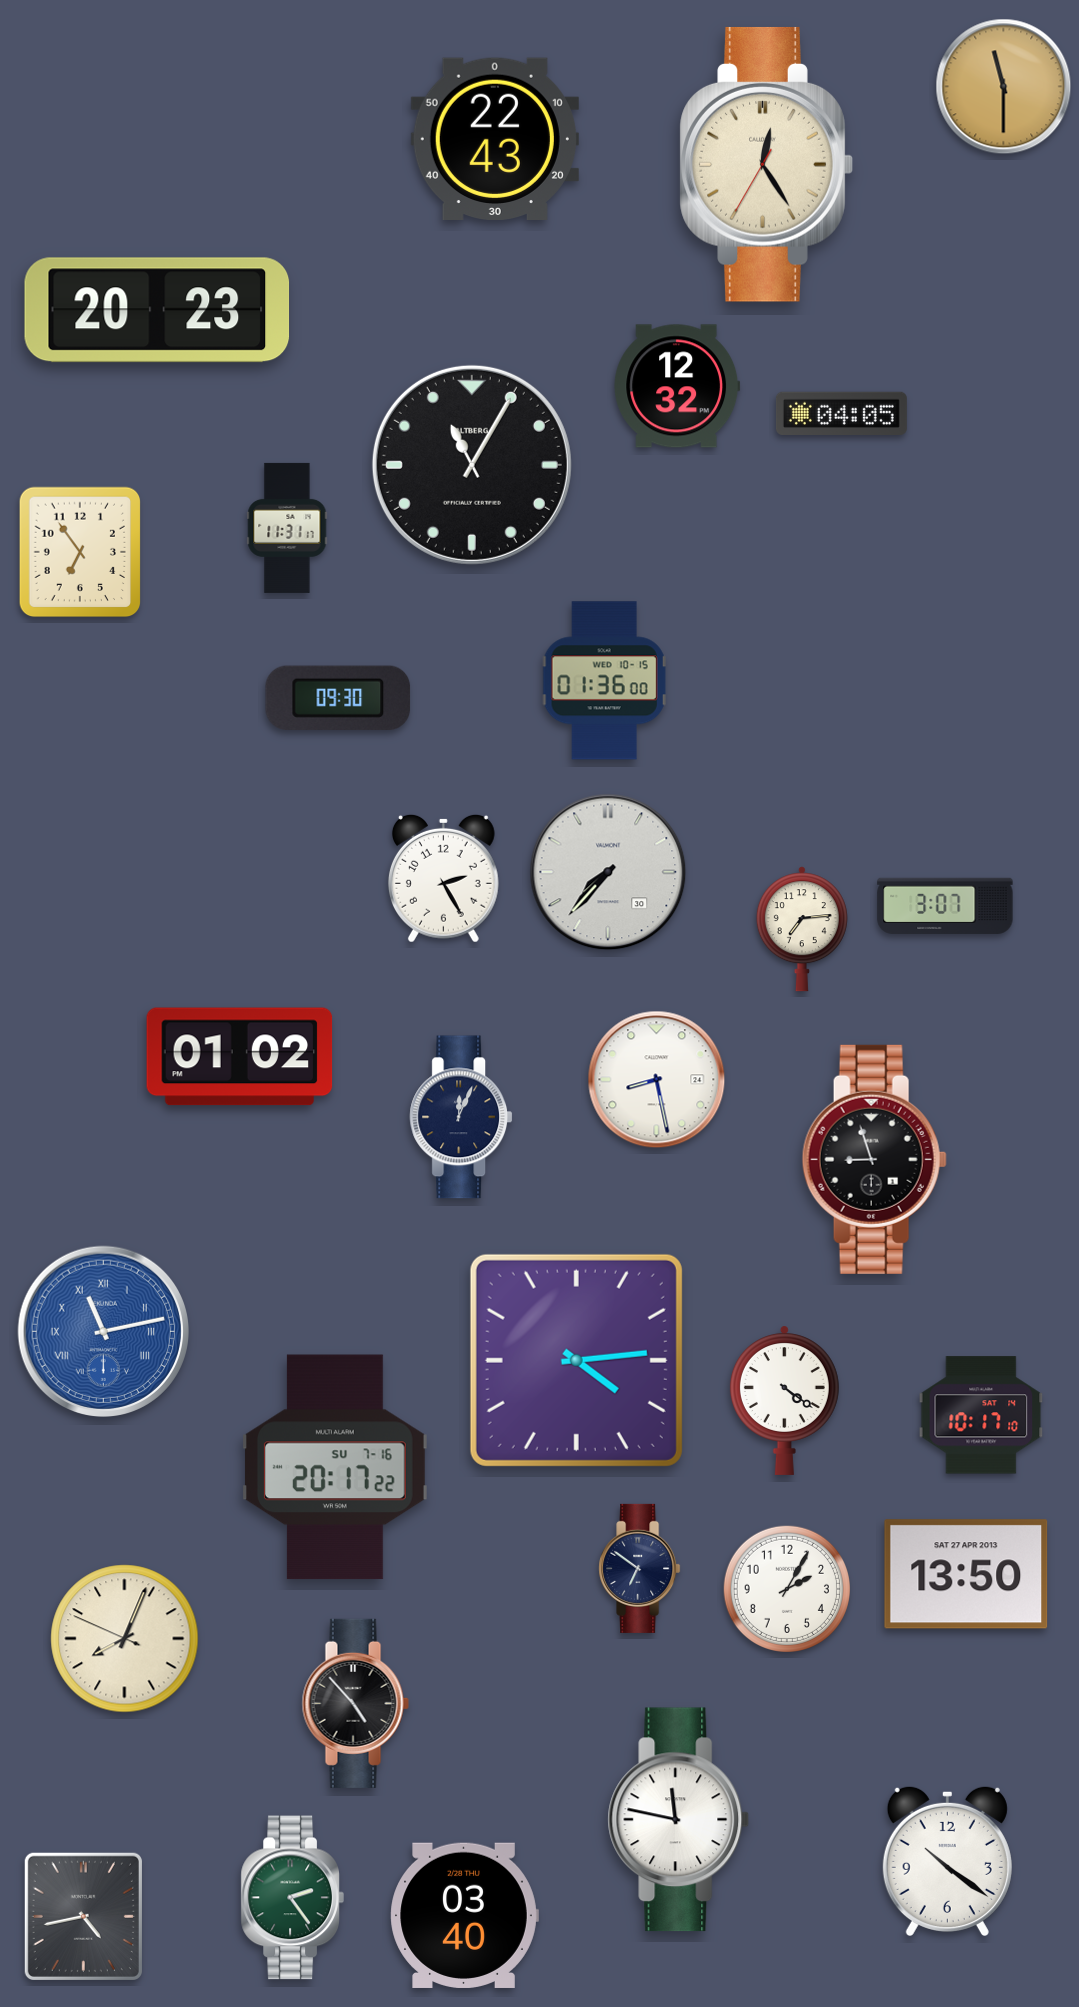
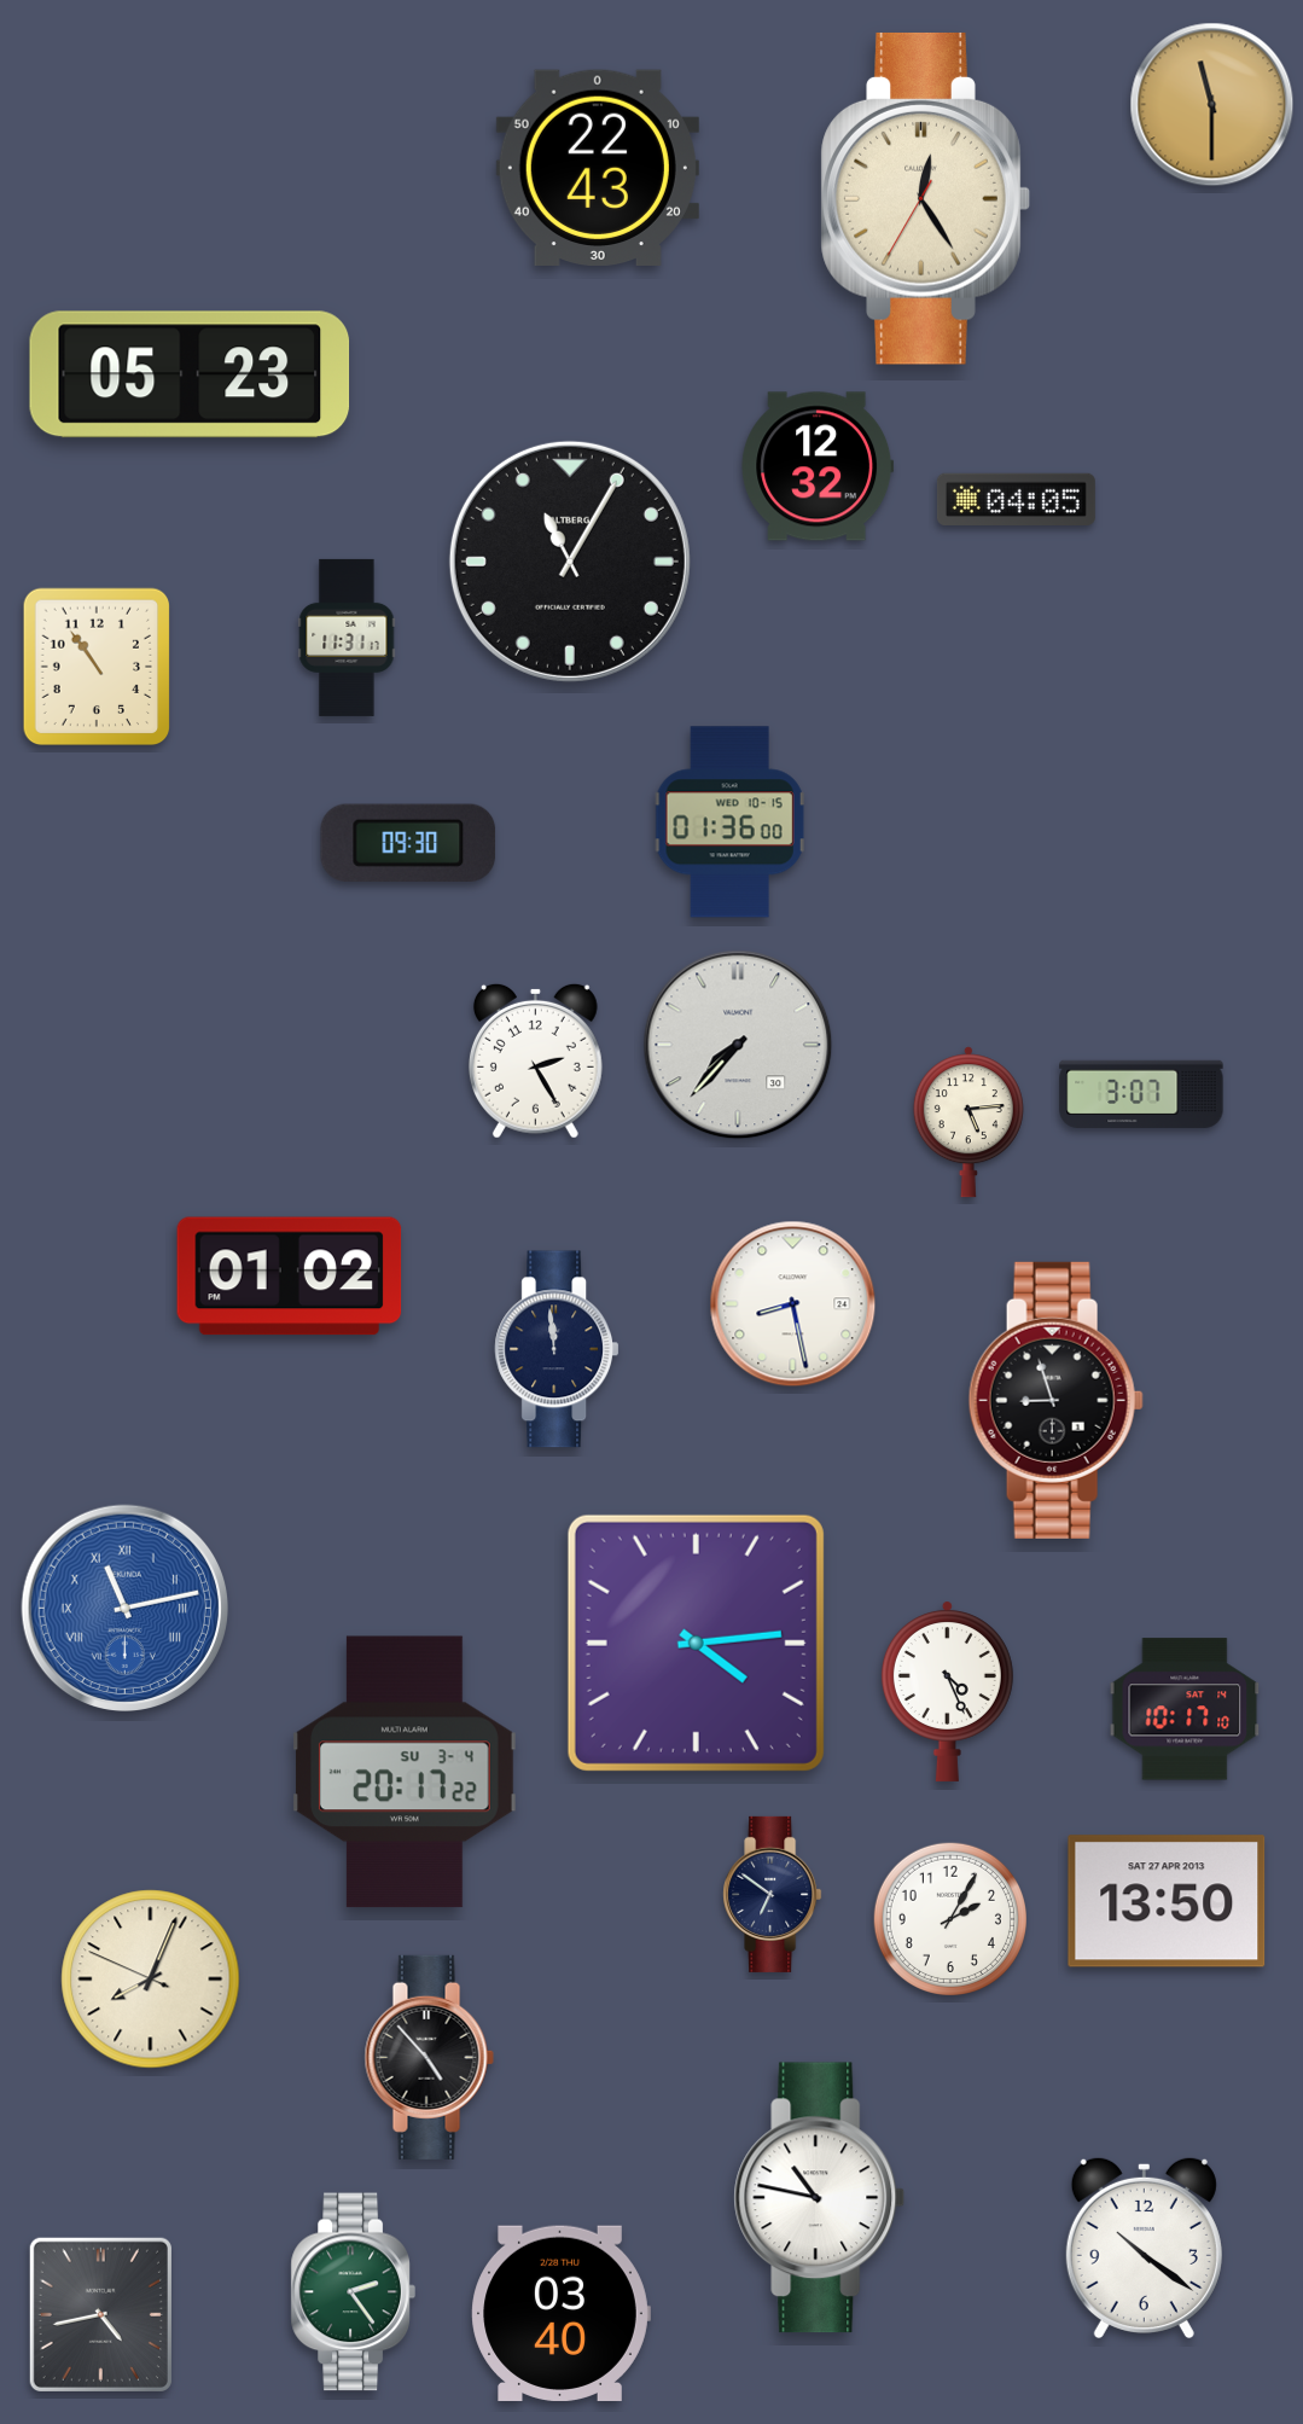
clock at (157, 310): 20:23 -> 05:23
clock at (80, 552): 6:54 -> 10:54
clock at (608, 872) position: (608, 872) -> (738, 1045)
clock at (802, 929): 7:14 -> 5:14
clock at (461, 1117): 12:04 -> 11:59
clock at (784, 1400): 4:21 -> 4:26
clock at (335, 1467) date: SU 7-16 -> SU 3-4
clock at (679, 1820): 11:47 -> 10:47
